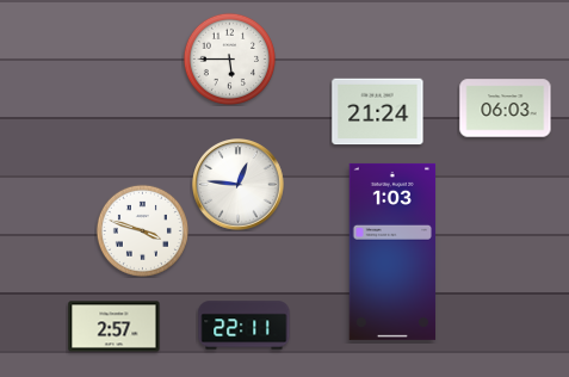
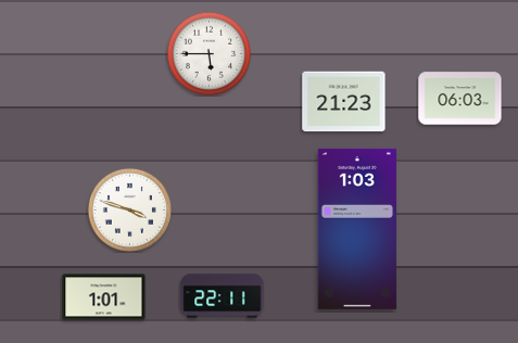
clock at (378, 112): 21:24 -> 21:23
clock at (239, 185): 12:46 -> none
clock at (115, 327): 2:57 -> 1:01
